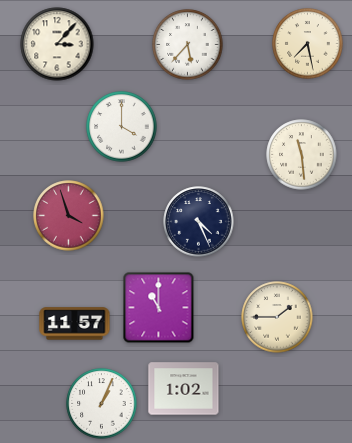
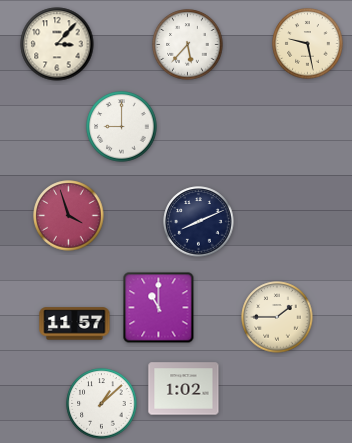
clock at (308, 44): 7:28 -> 9:28
clock at (122, 127): 4:00 -> 9:00
clock at (302, 155): 11:29 -> none
clock at (199, 222): 4:26 -> 8:11
clock at (102, 404): 1:04 -> 1:08
